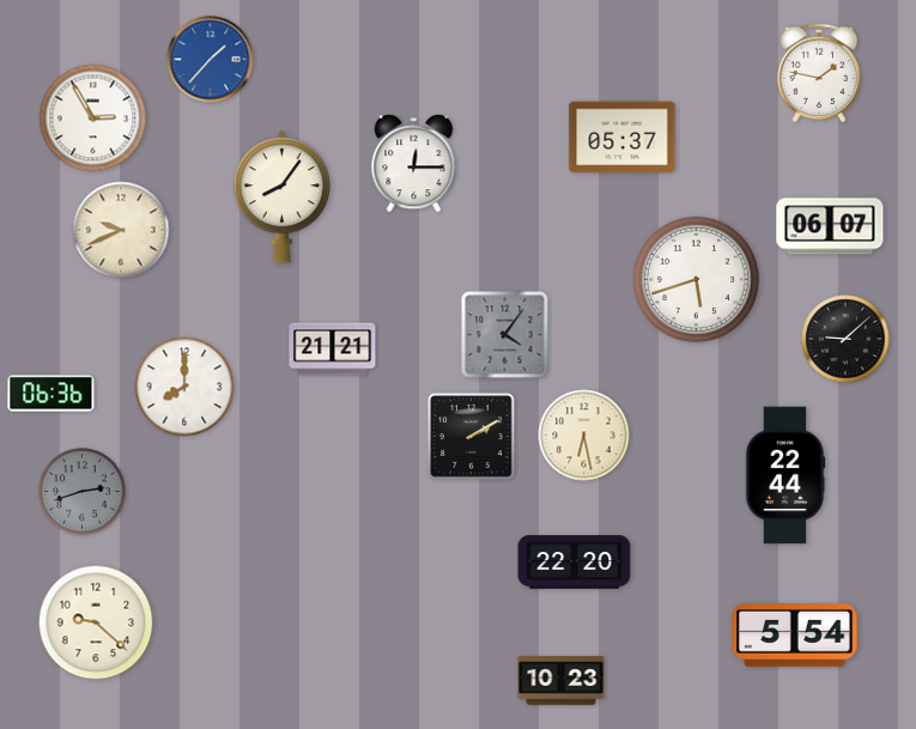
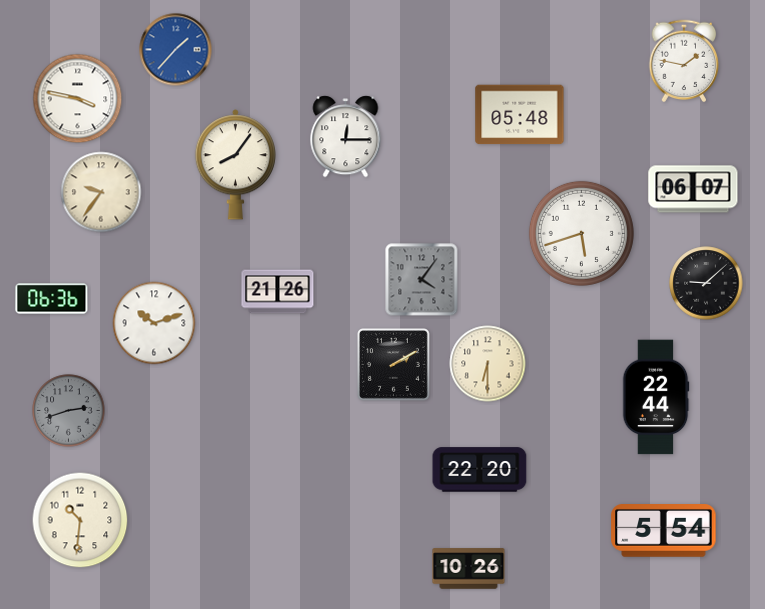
clock at (93, 119): 2:55 -> 3:47
clock at (623, 138): 05:37 -> 05:48
clock at (121, 230): 9:41 -> 9:36
clock at (333, 350): 21:21 -> 21:26
clock at (184, 387): 8:00 -> 10:12
clock at (51, 394) position: (51, 394) -> (52, 299)
clock at (584, 436): 6:28 -> 6:30
clock at (96, 622): 9:22 -> 10:31
clock at (562, 681): 10:23 -> 10:26
